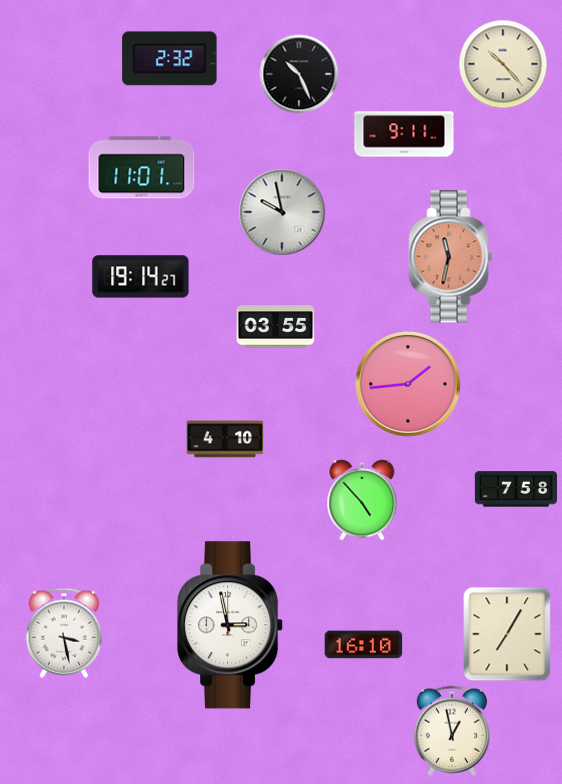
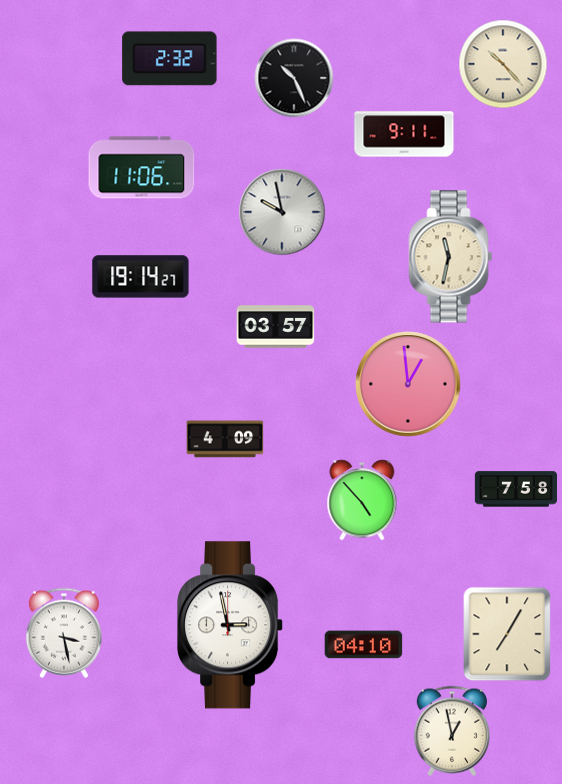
clock at (299, 74) position: (299, 74) -> (294, 78)
clock at (142, 168): 11:01 -> 11:06
clock at (451, 257) dial: salmon -> cream
clock at (276, 327): 03:55 -> 03:57
clock at (408, 384): 1:44 -> 12:59
clock at (225, 439): 4:10 -> 4:09
clock at (364, 645): 16:10 -> 04:10
